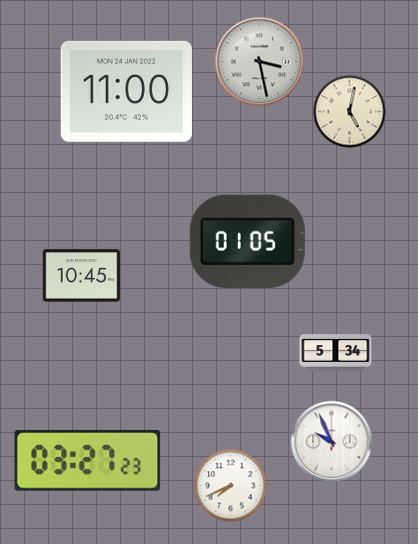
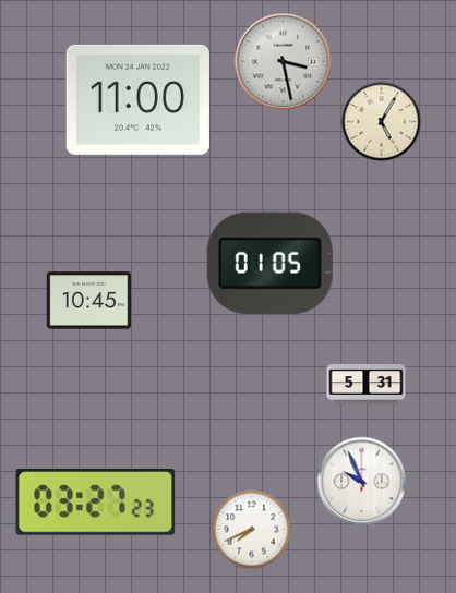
clock at (260, 62) position: (260, 62) -> (284, 62)
clock at (350, 112): 5:02 -> 5:05
clock at (336, 353): 5:34 -> 5:31
